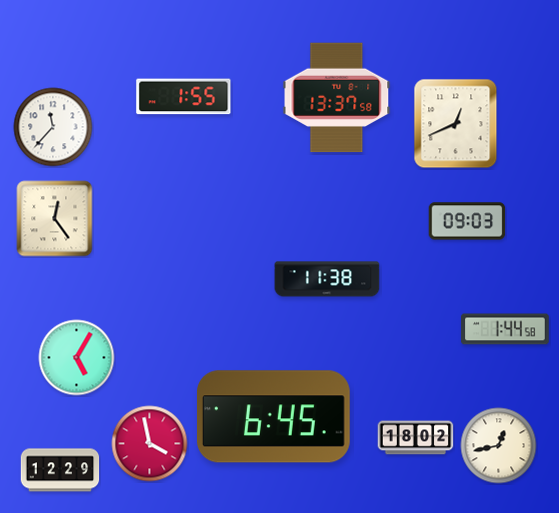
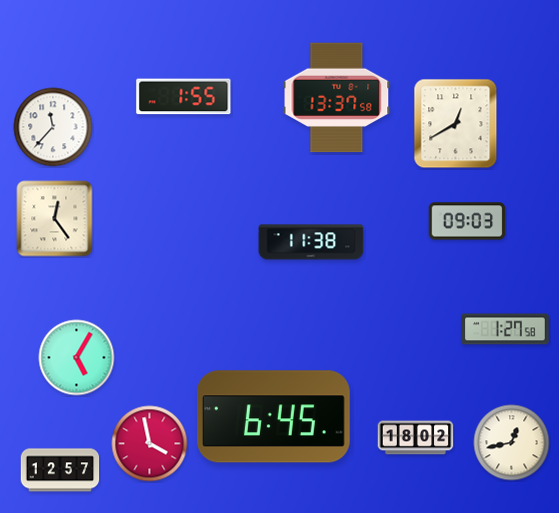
clock at (456, 124): 12:41 -> 12:40
clock at (327, 279) position: (327, 279) -> (311, 242)
clock at (505, 329): 1:44 -> 1:27
clock at (499, 446) position: (499, 446) -> (512, 443)
clock at (60, 470): 12:29 -> 12:57
